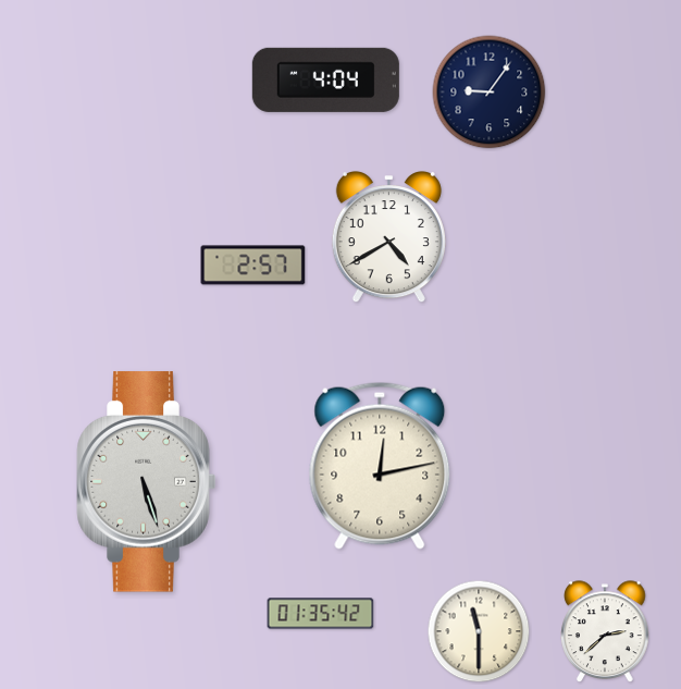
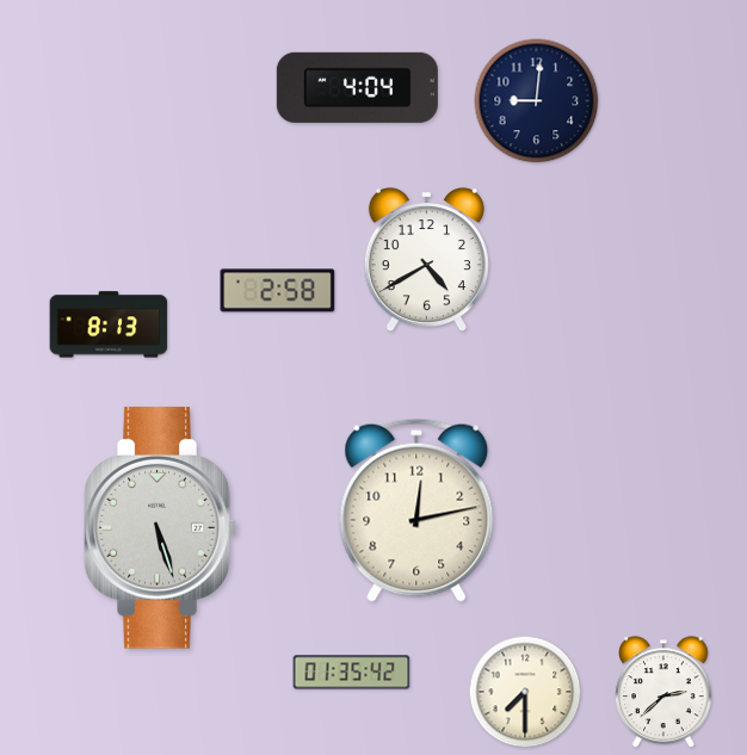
clock at (490, 93): 9:06 -> 9:01
clock at (253, 266): 2:57 -> 2:58
clock at (109, 324): none -> 8:13
clock at (479, 631): 11:30 -> 7:30
